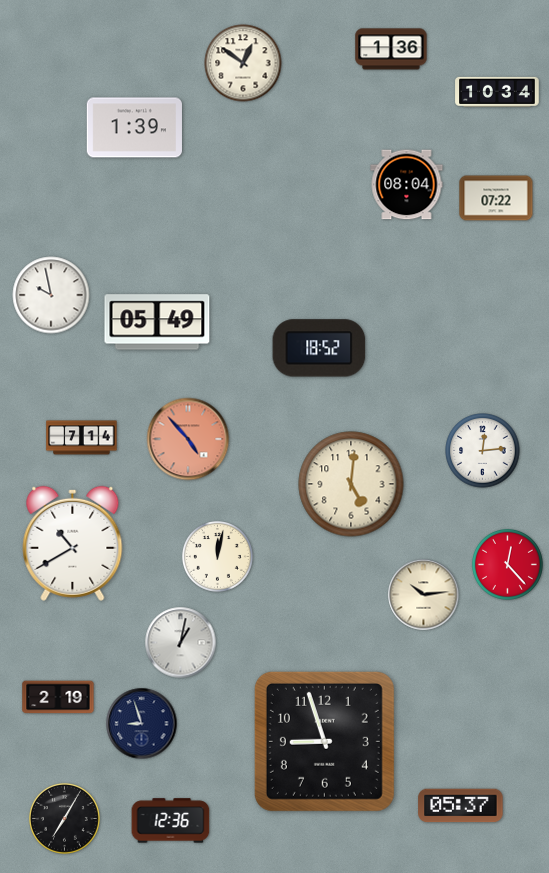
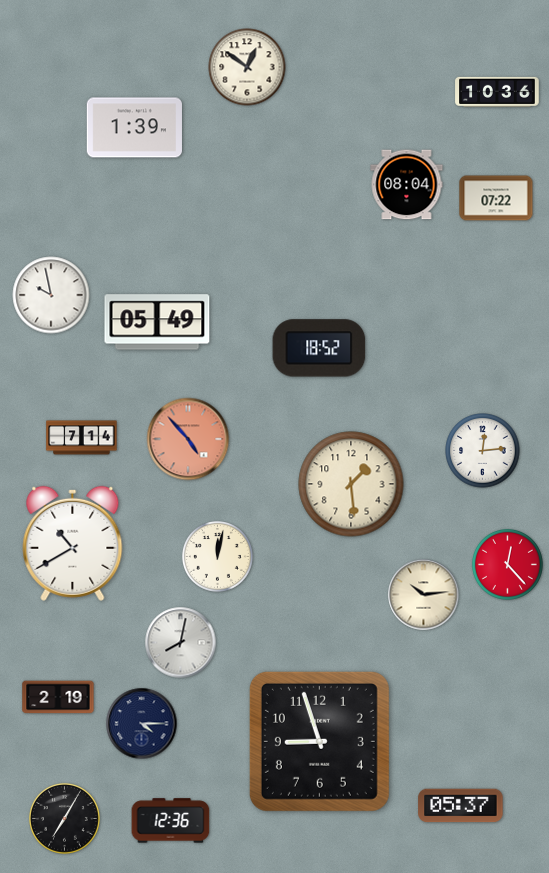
clock at (391, 49): 1:36 -> none
clock at (243, 63) position: (243, 63) -> (247, 67)
clock at (497, 92): 10:34 -> 10:36
clock at (351, 484): 5:01 -> 1:29
clock at (181, 643): 1:02 -> 8:02
clock at (142, 724): 8:57 -> 4:15
clock at (324, 741) position: (324, 741) -> (319, 741)
